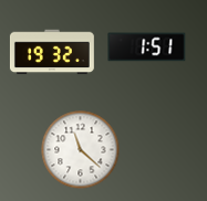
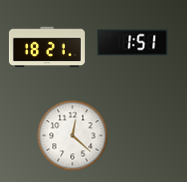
clock at (52, 52): 19:32 -> 18:21
clock at (81, 150): 11:22 -> 12:22
